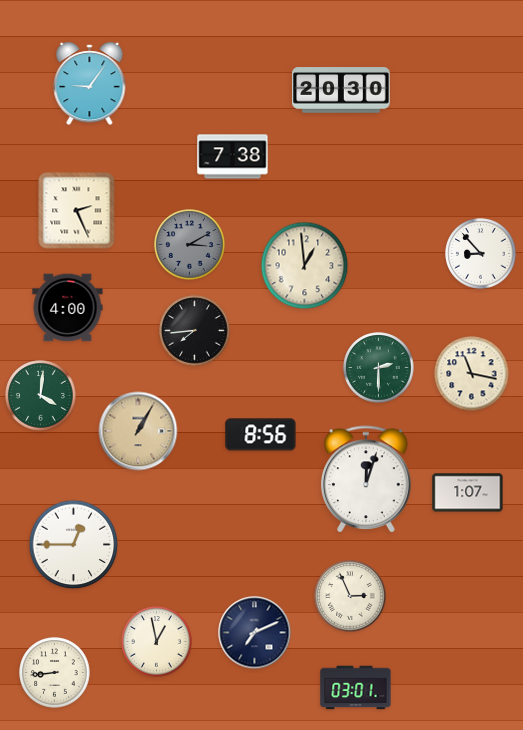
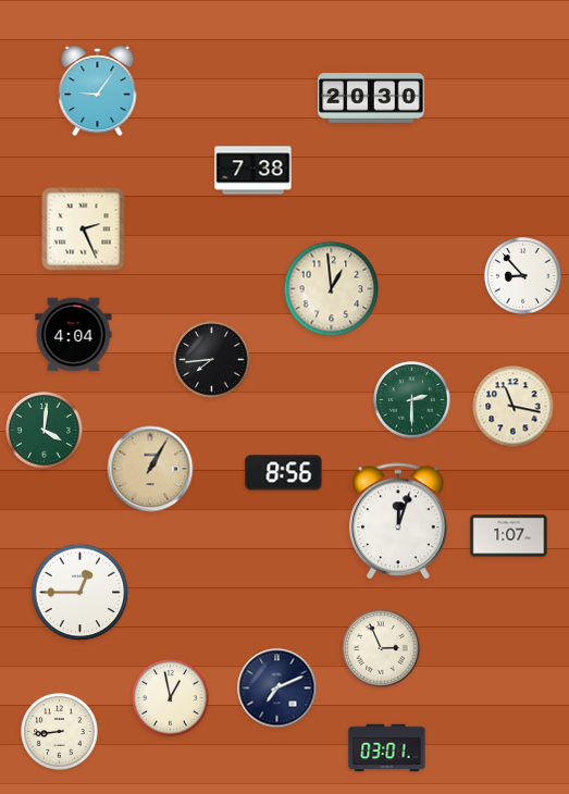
clock at (190, 245): 3:10 -> none
clock at (68, 308): 4:00 -> 4:04
